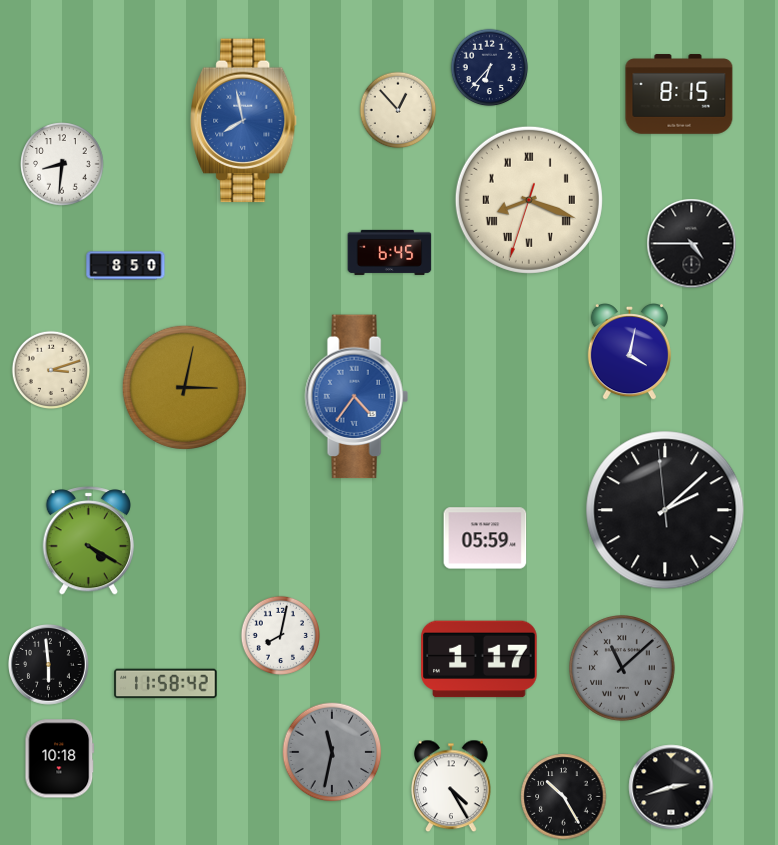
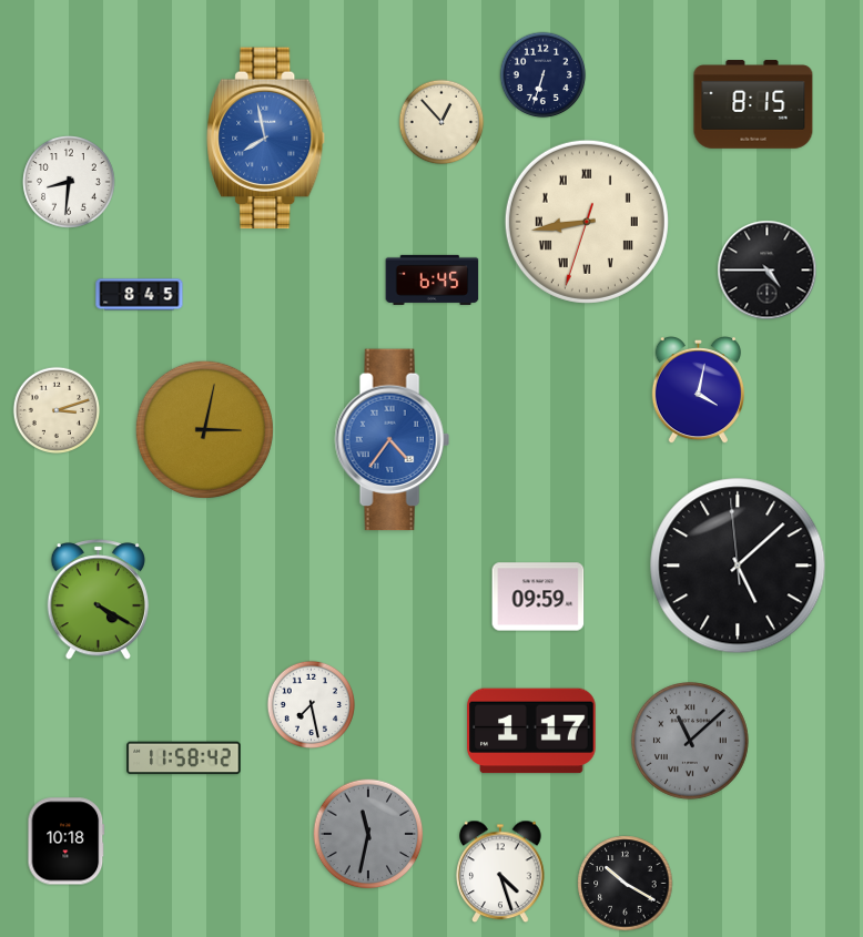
clock at (490, 68): 6:37 -> 6:33
clock at (244, 121) position: (244, 121) -> (266, 139)
clock at (529, 200): 8:18 -> 8:43
clock at (126, 266): 8:50 -> 8:45
clock at (356, 397) position: (356, 397) -> (392, 440)
clock at (665, 510): 2:07 -> 5:07
clock at (485, 538): 05:59 -> 09:59
clock at (280, 635): 8:02 -> 7:28
clock at (49, 665): 5:59 -> none
clock at (451, 786): 4:25 -> 4:27
clock at (671, 787): 2:42 -> none
clock at (564, 797): 10:25 -> 10:20
